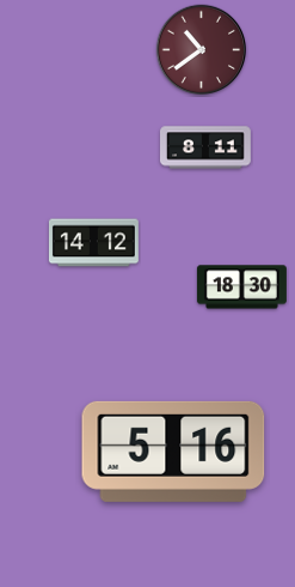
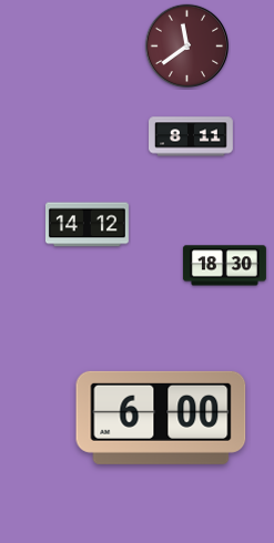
clock at (202, 50): 10:39 -> 11:39
clock at (173, 452): 5:16 -> 6:00
